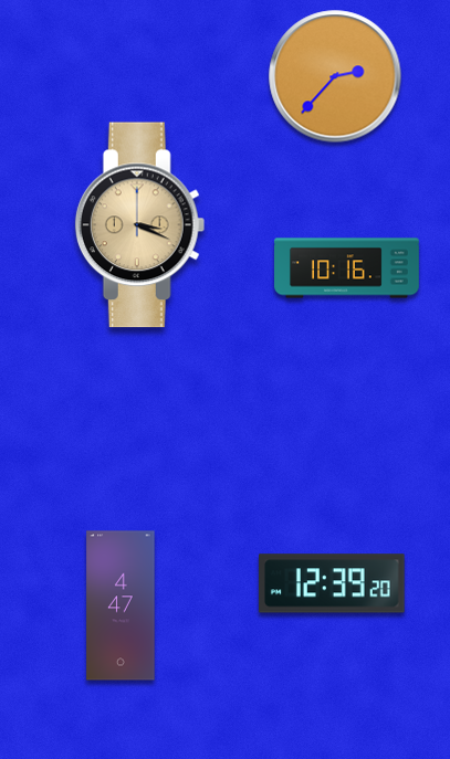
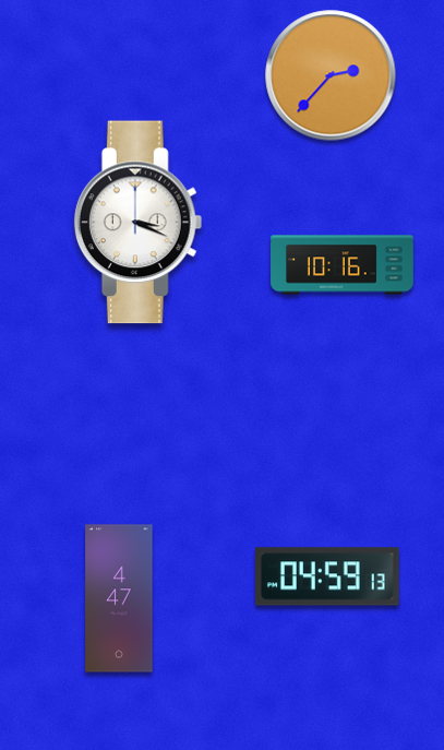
clock at (140, 225) dial: champagne -> white
clock at (333, 583): 12:39 -> 04:59
